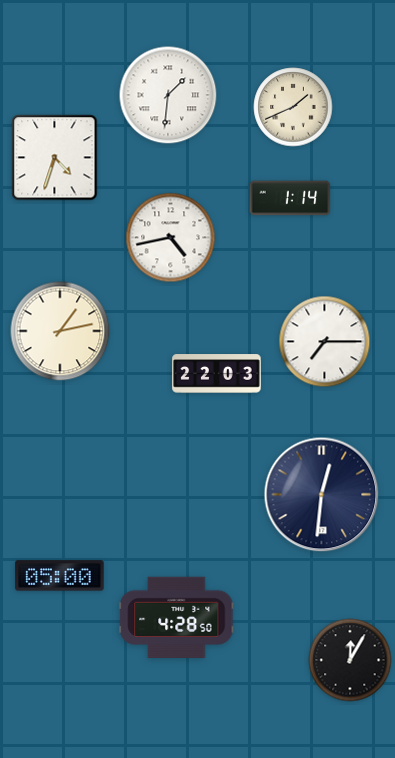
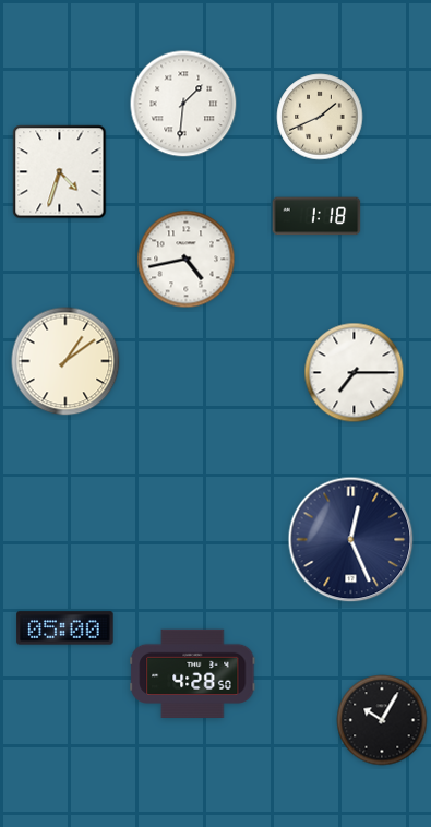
clock at (290, 198): 1:14 -> 1:18
clock at (60, 331): 1:13 -> 1:09
clock at (217, 374): 22:03 -> none
clock at (322, 495): 12:31 -> 12:26
clock at (350, 660): 12:05 -> 10:05
